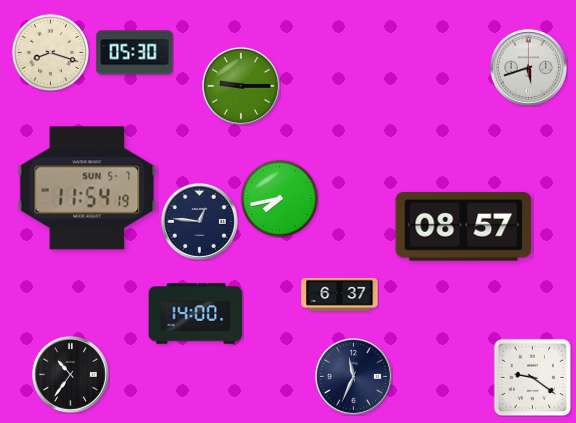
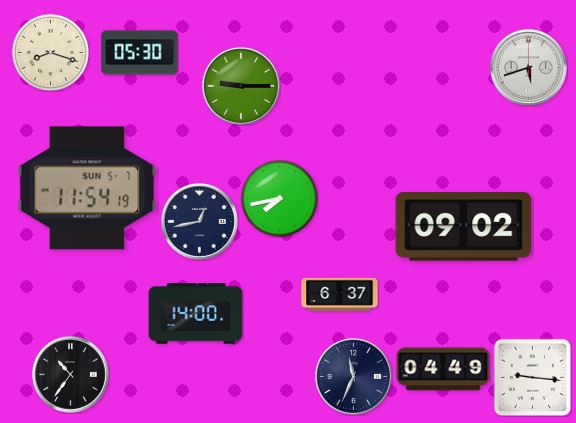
clock at (135, 53) position: (135, 53) -> (140, 53)
clock at (199, 221): 12:46 -> 12:43
clock at (464, 227): 08:57 -> 09:02
clock at (443, 369): none -> 04:49
clock at (532, 377): 9:21 -> 9:16
